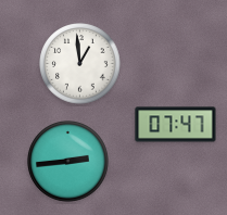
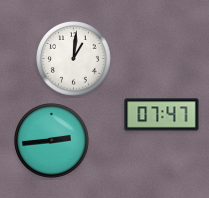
clock at (80, 64): 12:59 -> 1:01
clock at (68, 162) position: (68, 162) -> (52, 141)
